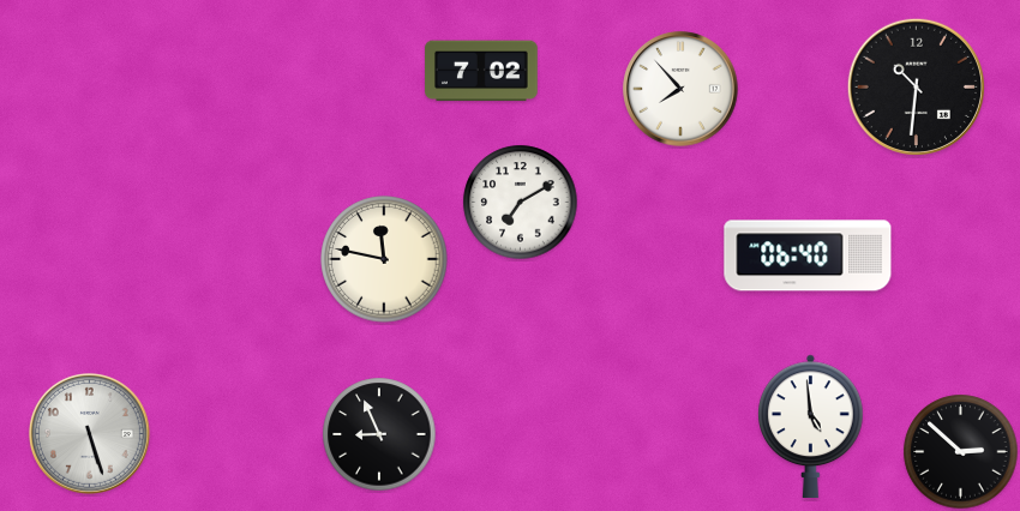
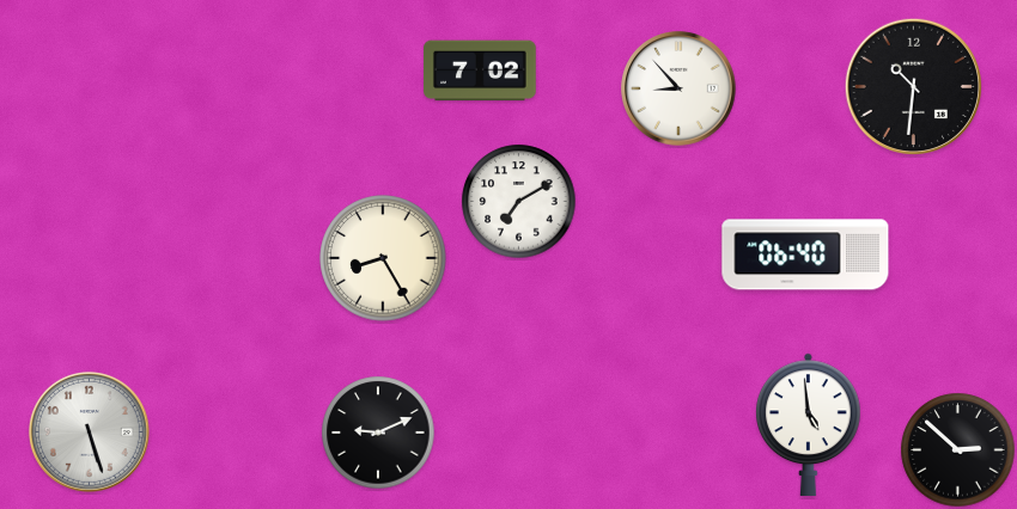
clock at (680, 89): 7:53 -> 8:53
clock at (384, 259): 11:47 -> 8:25
clock at (379, 434): 8:56 -> 9:11
